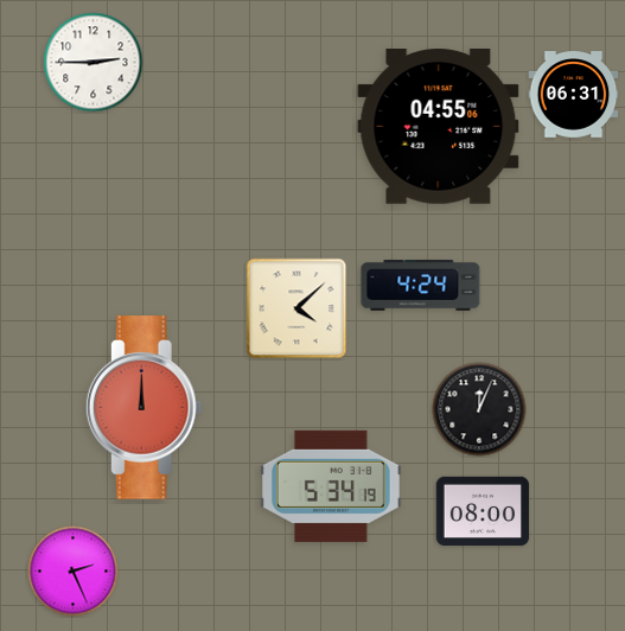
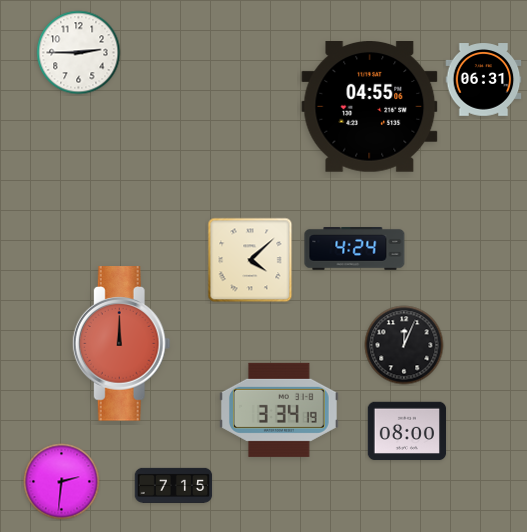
clock at (421, 286) position: (421, 286) -> (355, 249)
clock at (331, 486): 5:34 -> 3:34
clock at (74, 572): 2:26 -> 2:31
clock at (174, 485): none -> 7:15
